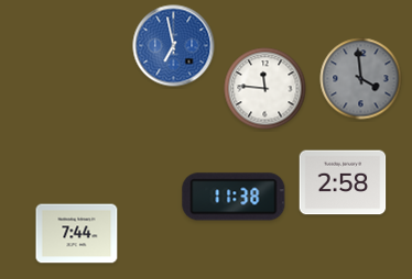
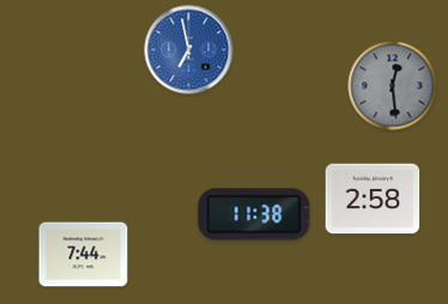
clock at (361, 79): 3:59 -> 12:29
clock at (265, 89): 11:46 -> none
